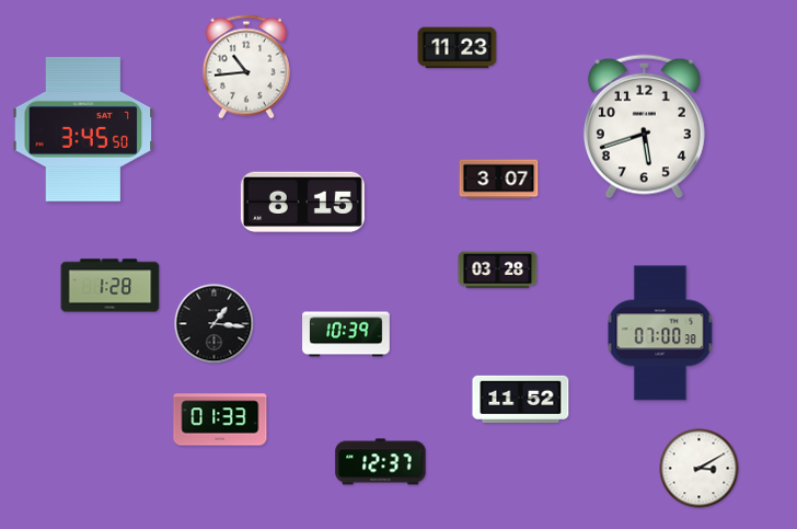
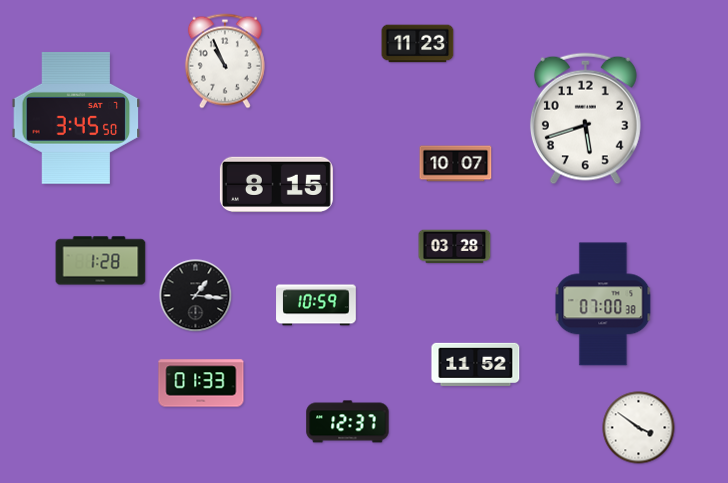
clock at (246, 67): 10:44 -> 10:56
clock at (644, 127) position: (644, 127) -> (585, 119)
clock at (499, 180): 3:07 -> 10:07
clock at (346, 334): 10:39 -> 10:59
clock at (700, 469): 3:10 -> 3:51
